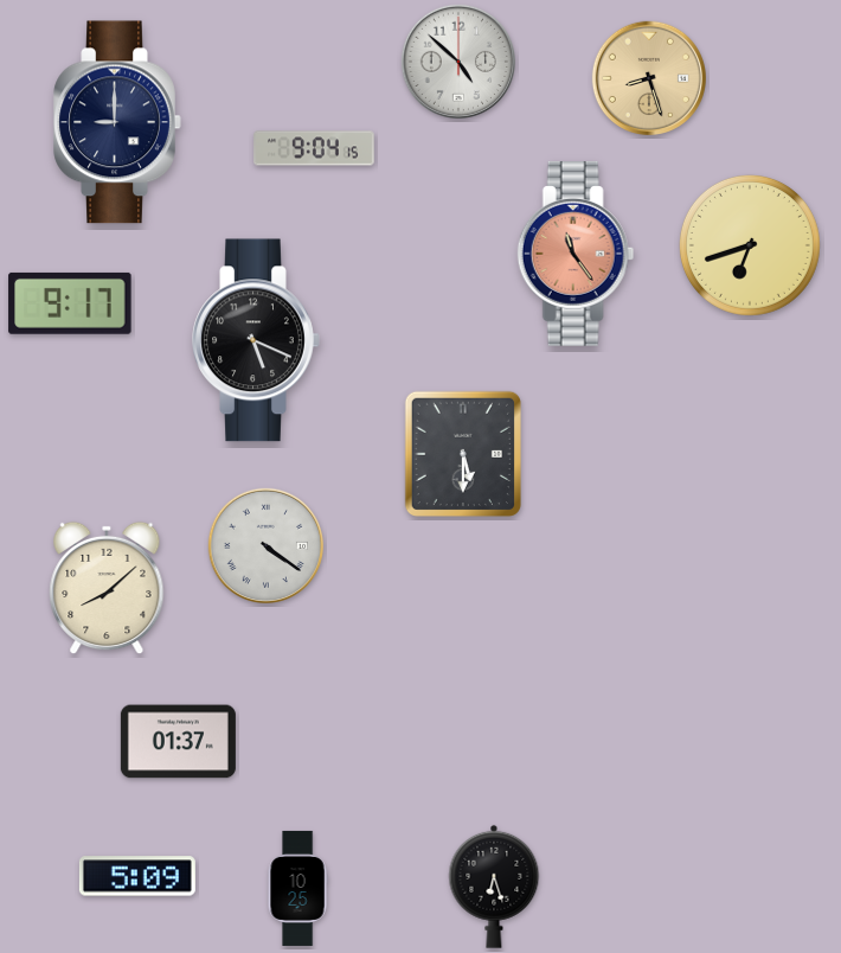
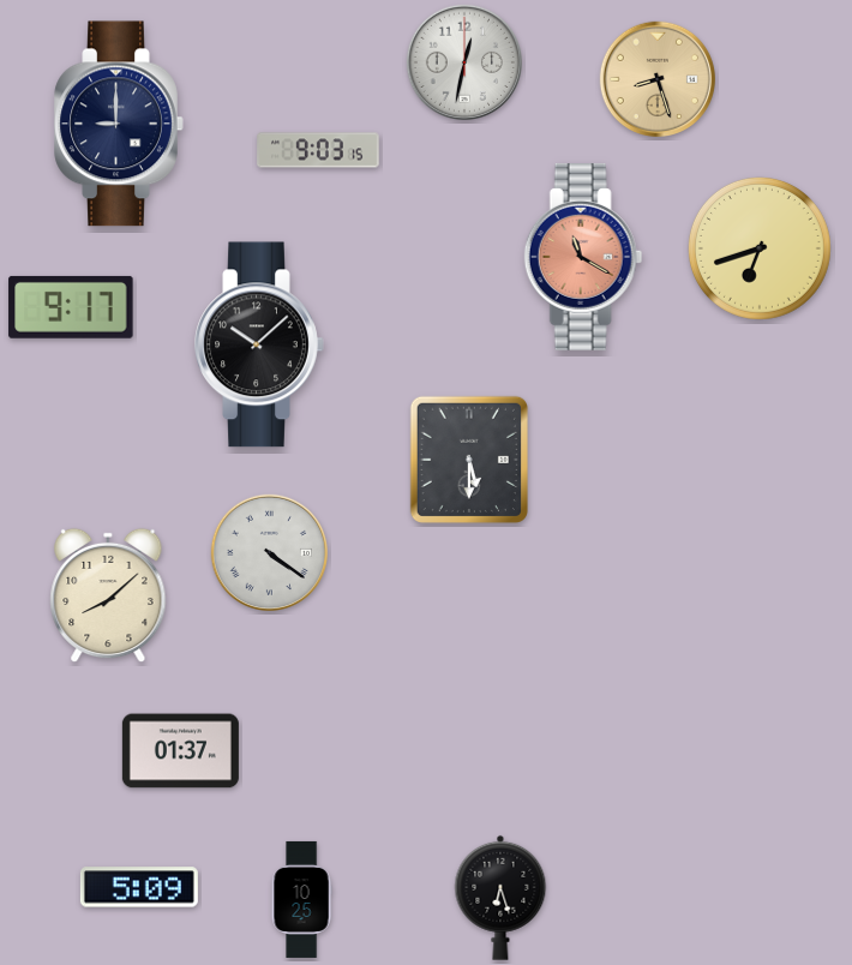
clock at (457, 60): 4:52 -> 12:32
clock at (314, 148): 9:04 -> 9:03
clock at (576, 254): 11:24 -> 11:20
clock at (256, 340): 5:19 -> 10:08
